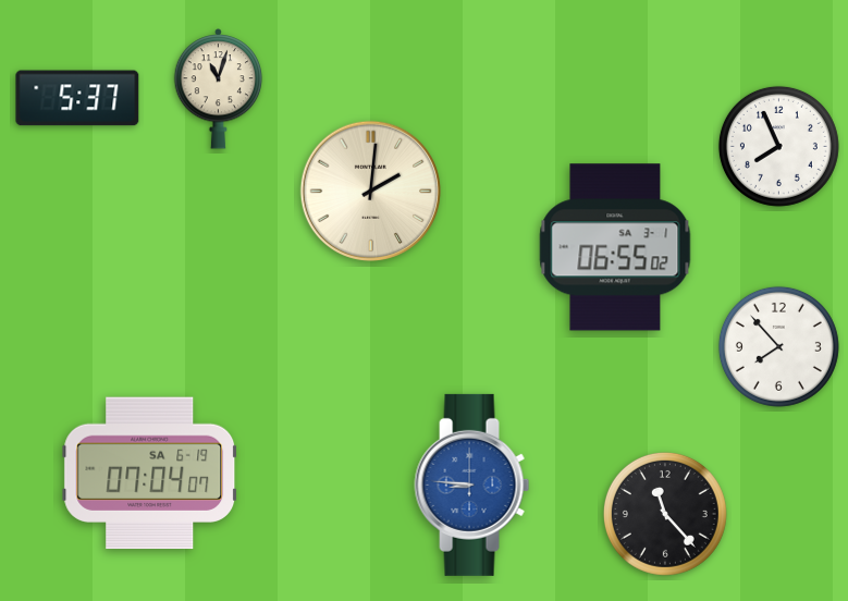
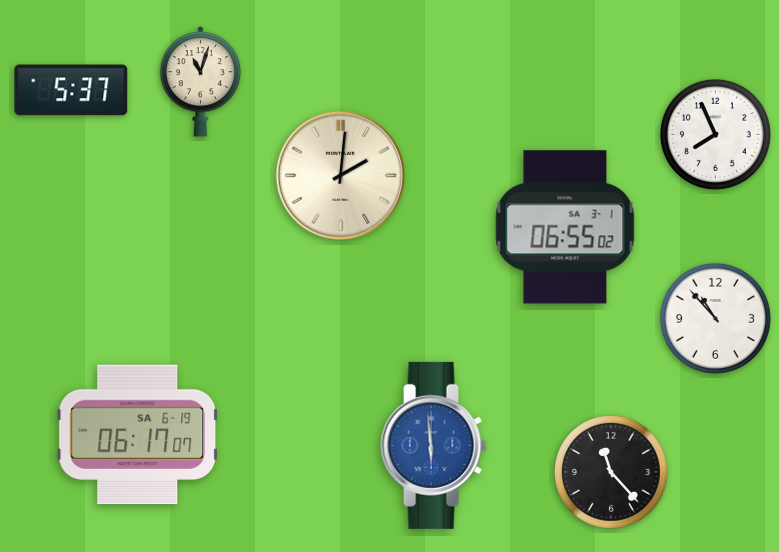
clock at (778, 346): 7:53 -> 10:53
clock at (150, 474): 07:04 -> 06:17
clock at (472, 485): 8:46 -> 5:59
